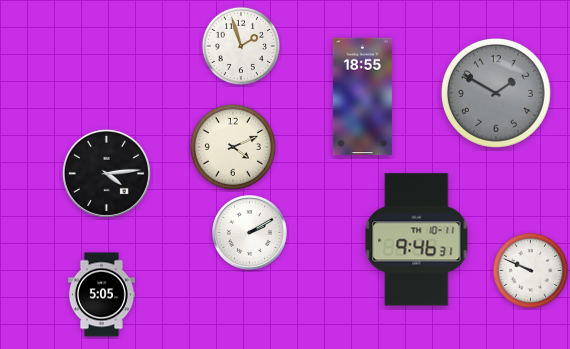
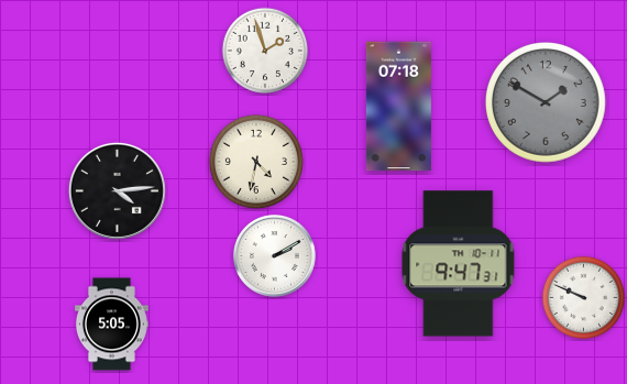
clock at (362, 97): 18:55 -> 07:18
clock at (233, 147): 4:11 -> 4:32
clock at (417, 240): 9:46 -> 9:47
